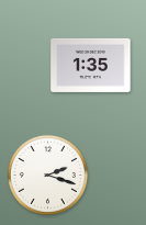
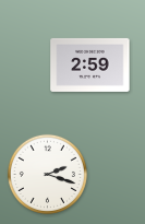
clock at (91, 65): 1:35 -> 2:59
